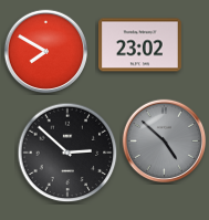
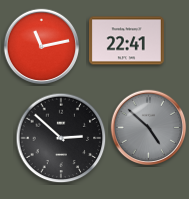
clock at (139, 45): 23:02 -> 22:41
clock at (46, 52): 7:50 -> 11:13
